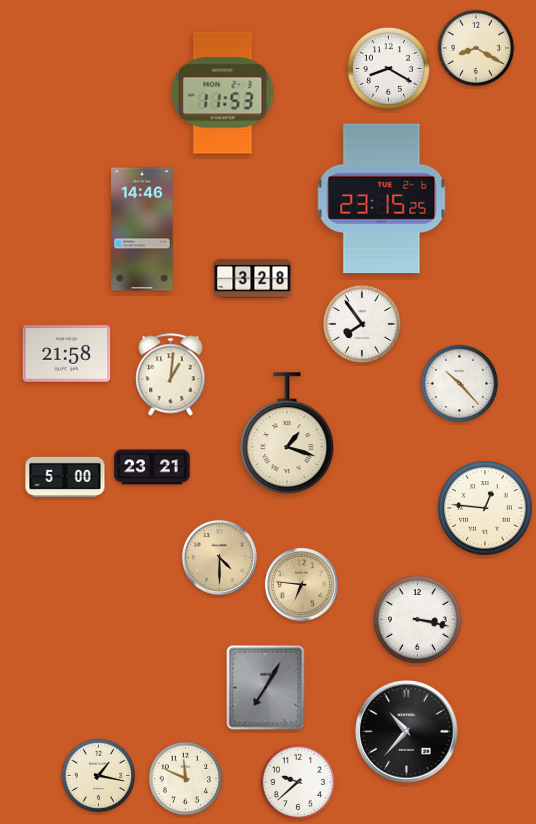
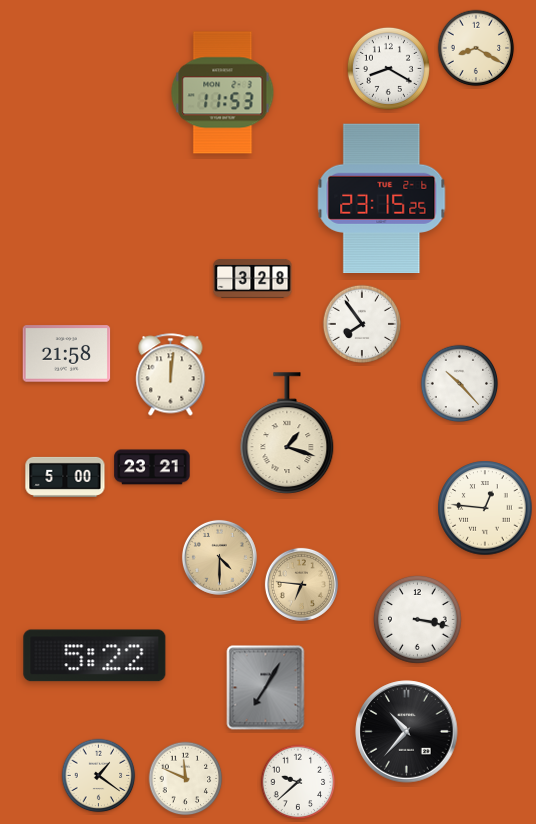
clock at (142, 229): 14:46 -> none
clock at (171, 375): 1:01 -> 12:01
clock at (95, 656): none -> 5:22
clock at (99, 776): 1:17 -> 1:21
